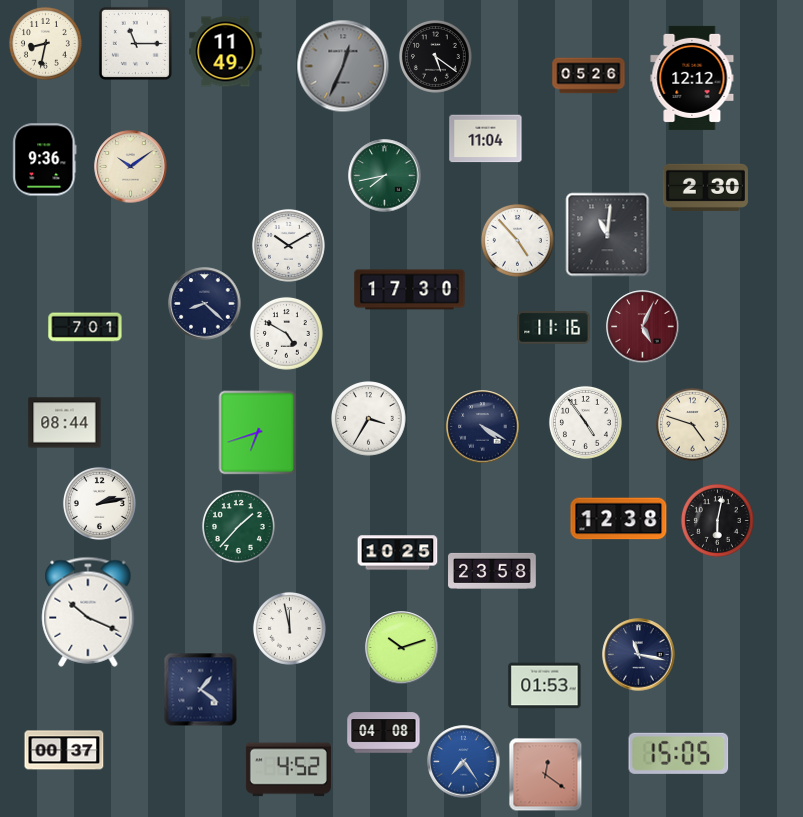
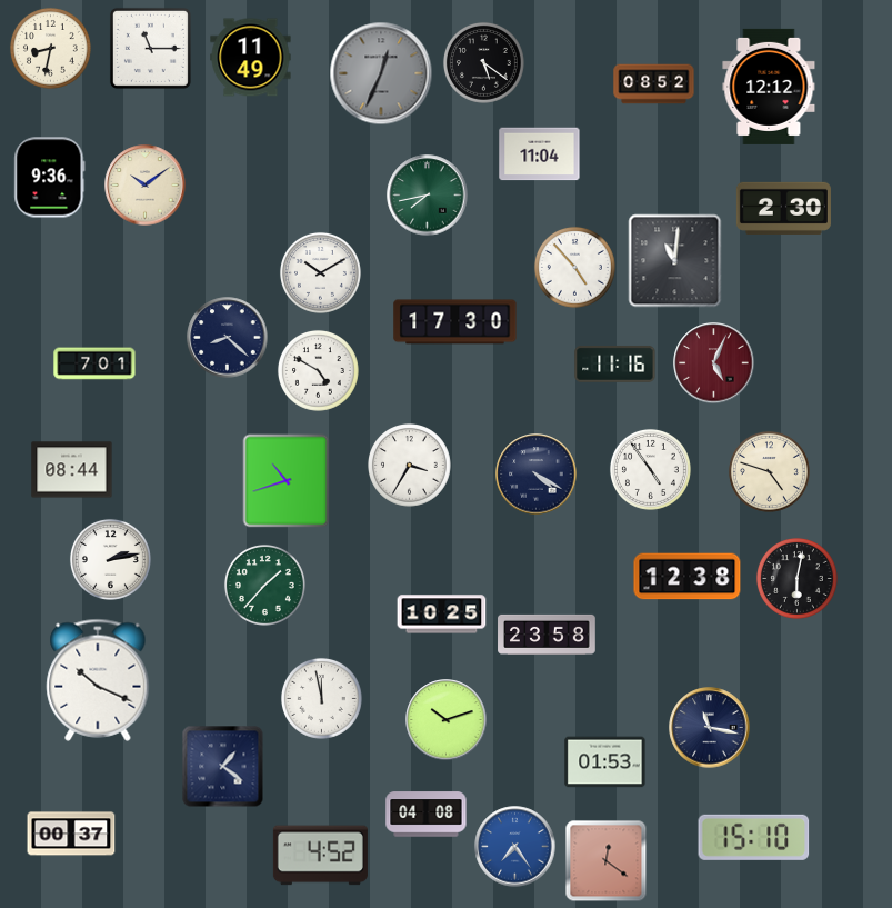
clock at (589, 76): 05:26 -> 08:52
clock at (258, 433): 6:42 -> 10:42
clock at (679, 753): 15:05 -> 15:10
